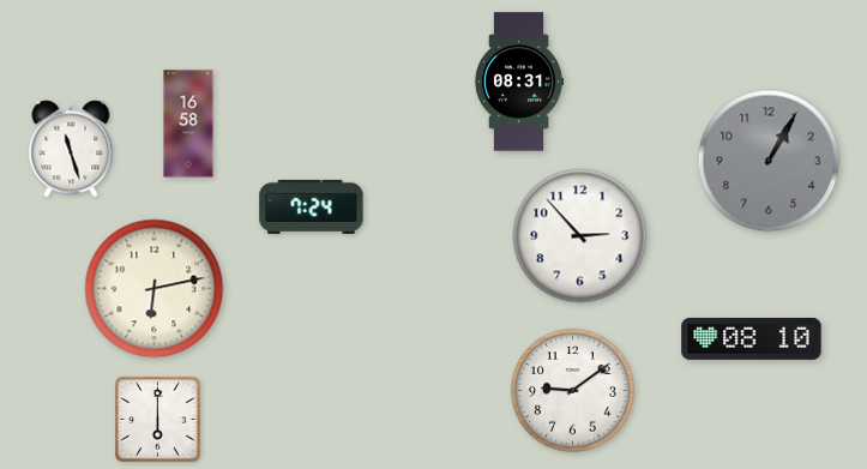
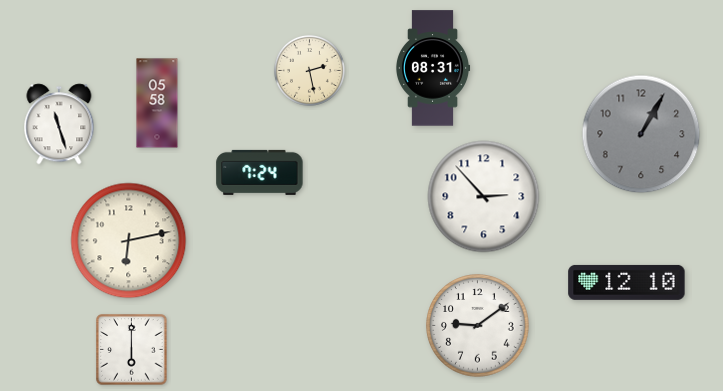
clock at (309, 70): none -> 2:28
clock at (188, 124): 16:58 -> 05:58
clock at (752, 338): 08:10 -> 12:10
